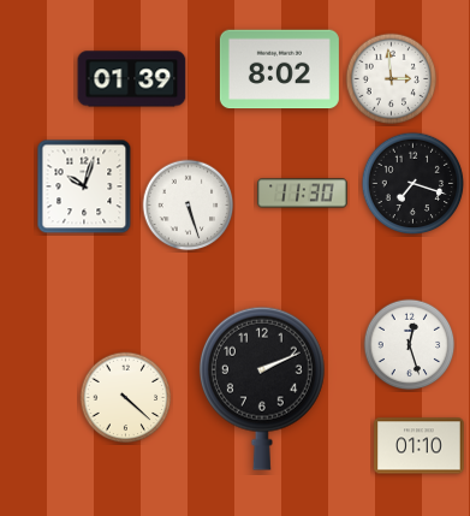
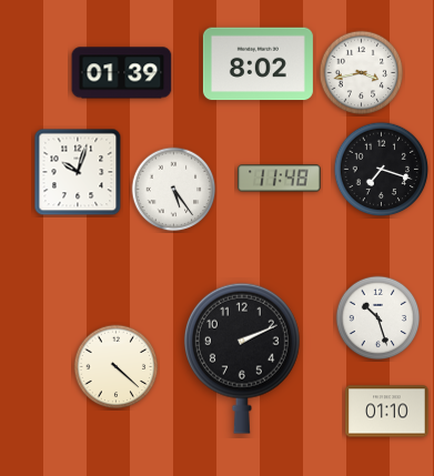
clock at (392, 79): 2:59 -> 3:43
clock at (303, 194): 11:30 -> 11:48
clock at (189, 206): 5:27 -> 5:24
clock at (410, 345): 12:27 -> 10:27
